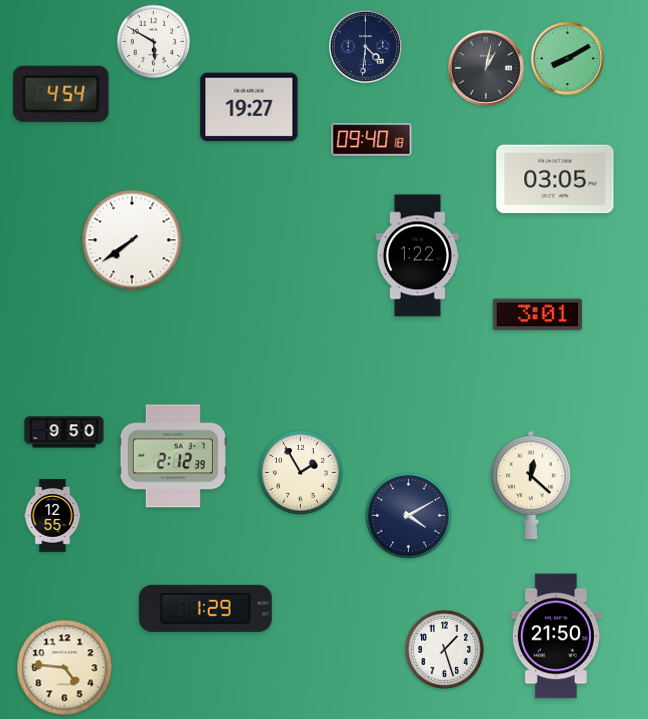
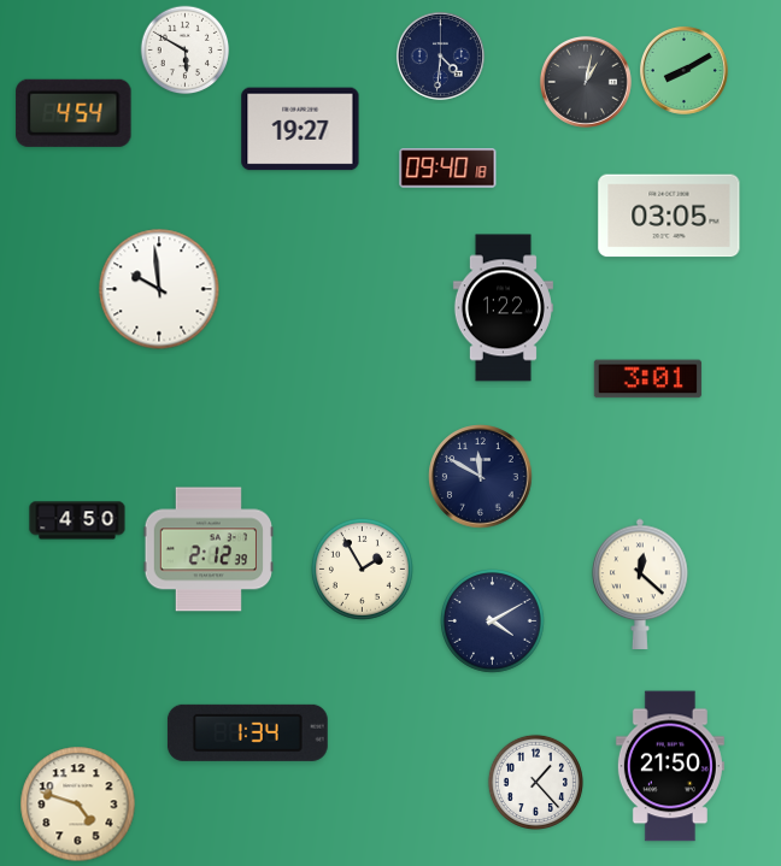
clock at (132, 240): 7:39 -> 9:59
clock at (481, 477): none -> 11:50
clock at (64, 432): 9:50 -> 4:50
clock at (53, 516): 12:55 -> none
clock at (205, 608): 1:29 -> 1:34
clock at (444, 649): 1:27 -> 1:23
clock at (65, 668): 4:46 -> 4:48
